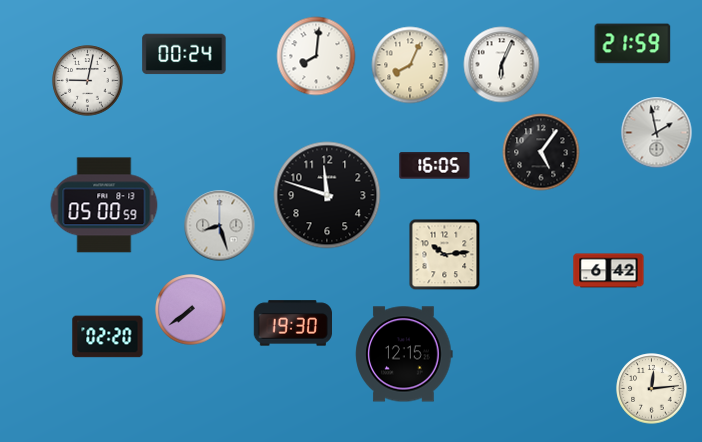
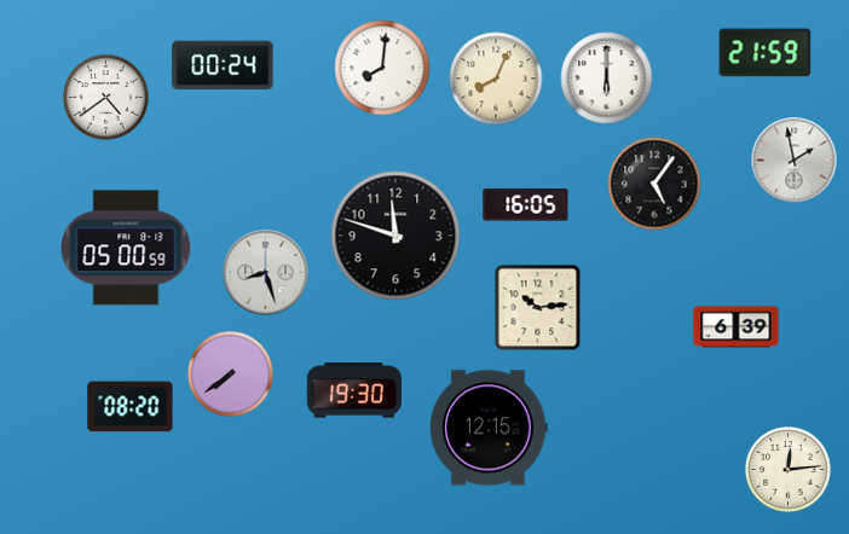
clock at (502, 65): 6:04 -> 6:00
clock at (88, 81): 9:02 -> 4:39
clock at (435, 166) position: (435, 166) -> (526, 205)
clock at (609, 271): 6:42 -> 6:39
clock at (108, 337): 02:20 -> 08:20
